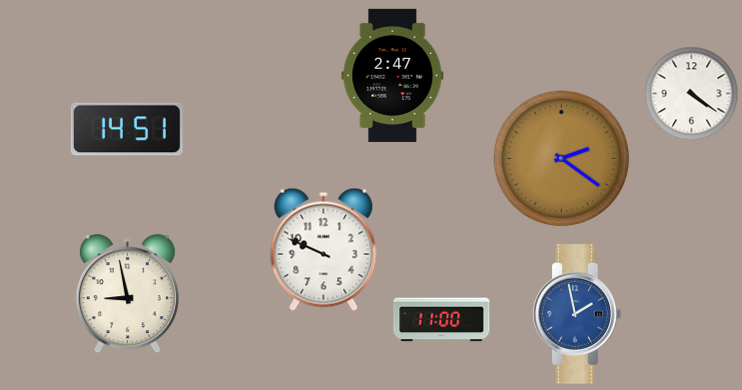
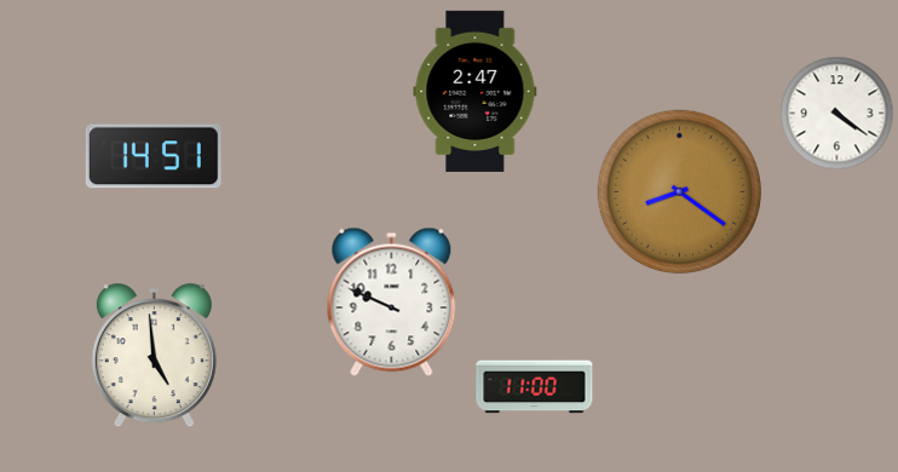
clock at (562, 159): 2:21 -> 8:21
clock at (127, 294): 8:58 -> 4:59
clock at (577, 314): 1:58 -> none
